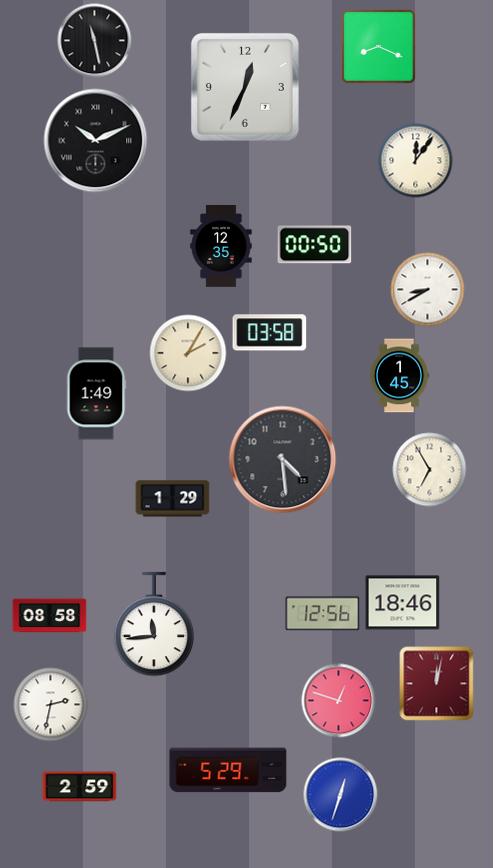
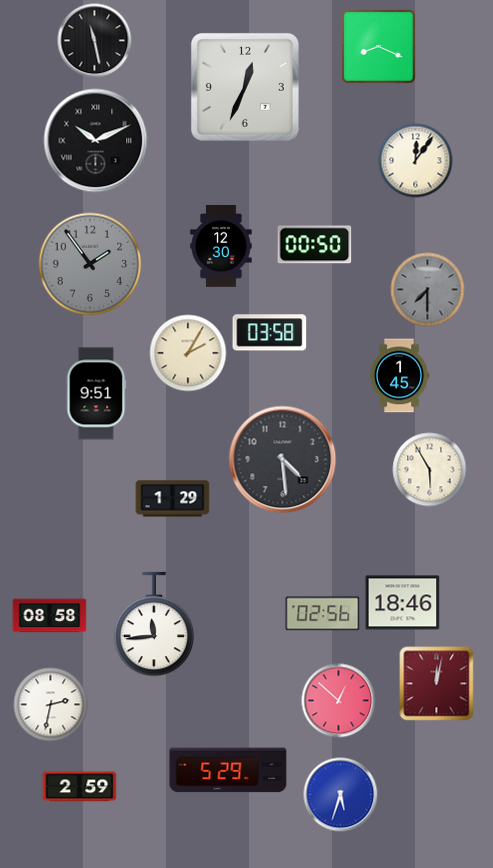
clock at (221, 246): 12:35 -> 12:30
clock at (90, 264): none -> 1:54
clock at (428, 290): 8:40 -> 7:30
clock at (428, 290) dial: white -> grey
clock at (96, 394): 1:49 -> 9:51
clock at (430, 470): 6:55 -> 5:55
clock at (323, 614): 12:56 -> 02:56
clock at (339, 701): 12:48 -> 12:52
clock at (341, 795): 12:33 -> 5:33
